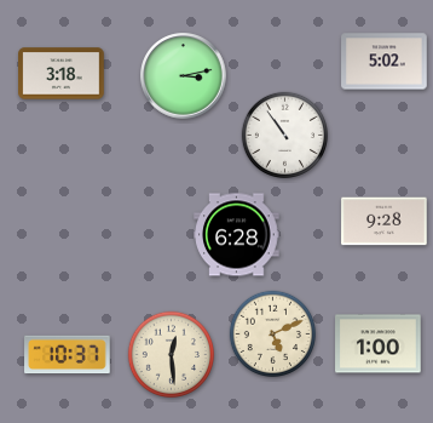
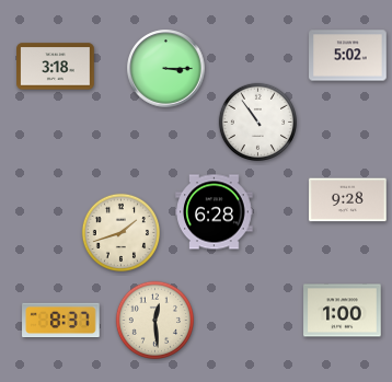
clock at (184, 76): 3:13 -> 3:15
clock at (120, 232): none -> 1:42
clock at (272, 333): 5:11 -> none
clock at (68, 355): 10:37 -> 8:37
